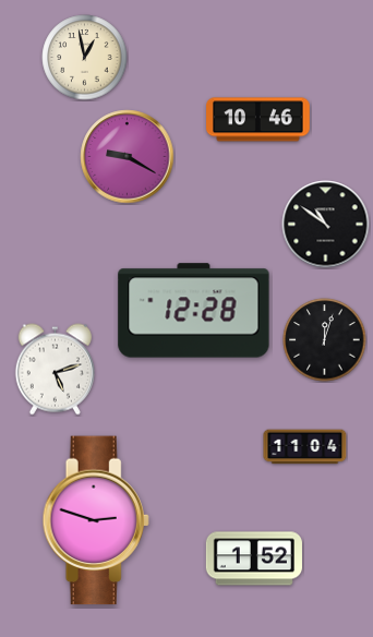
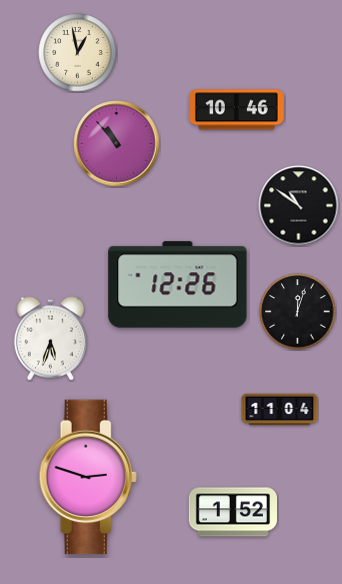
clock at (128, 157): 9:20 -> 10:53
clock at (194, 311): 12:28 -> 12:26
clock at (55, 370): 5:12 -> 5:33
